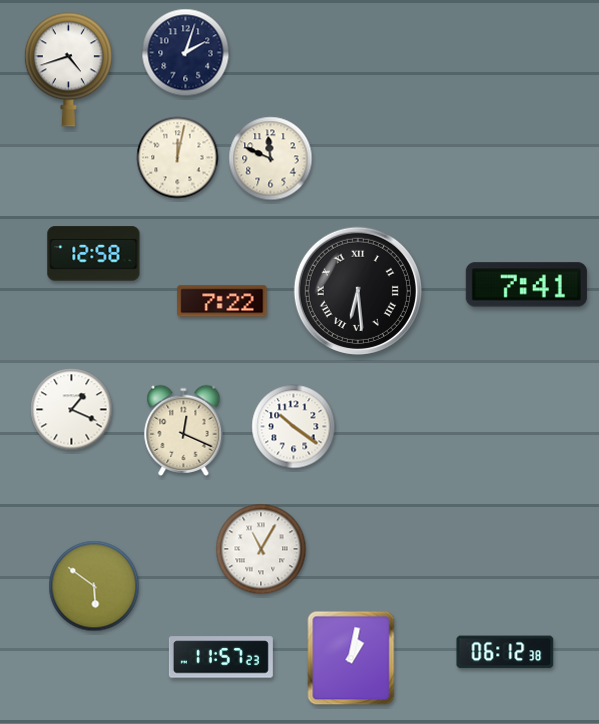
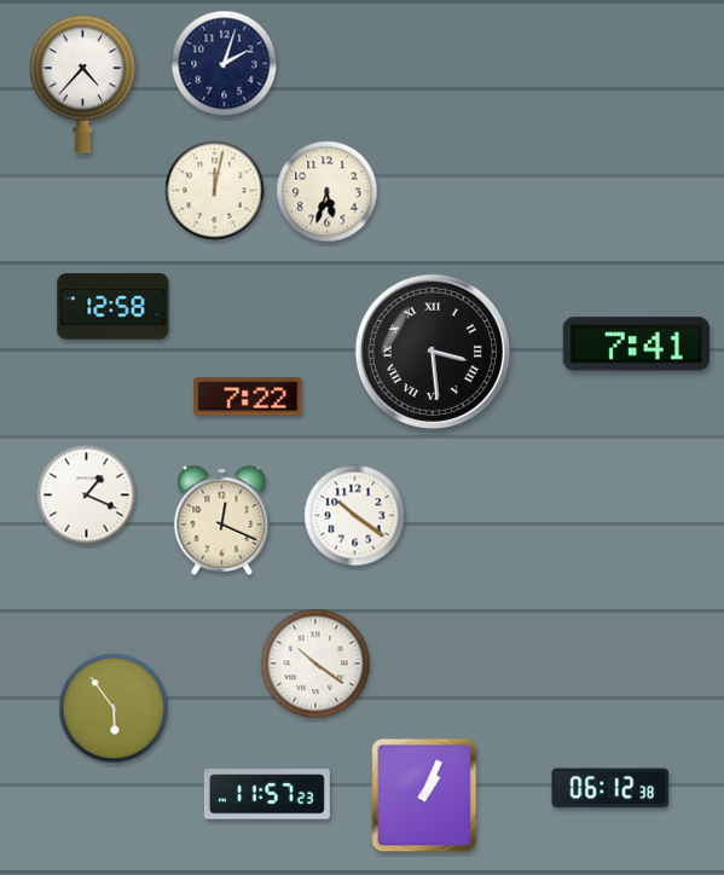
clock at (68, 70): 4:42 -> 4:37
clock at (271, 159): 11:49 -> 5:33
clock at (358, 291): 6:29 -> 3:29
clock at (222, 301) position: (222, 301) -> (248, 396)
clock at (261, 549): 11:05 -> 10:21
clock at (94, 586): 5:51 -> 5:54
clock at (351, 658): 1:02 -> 1:04
